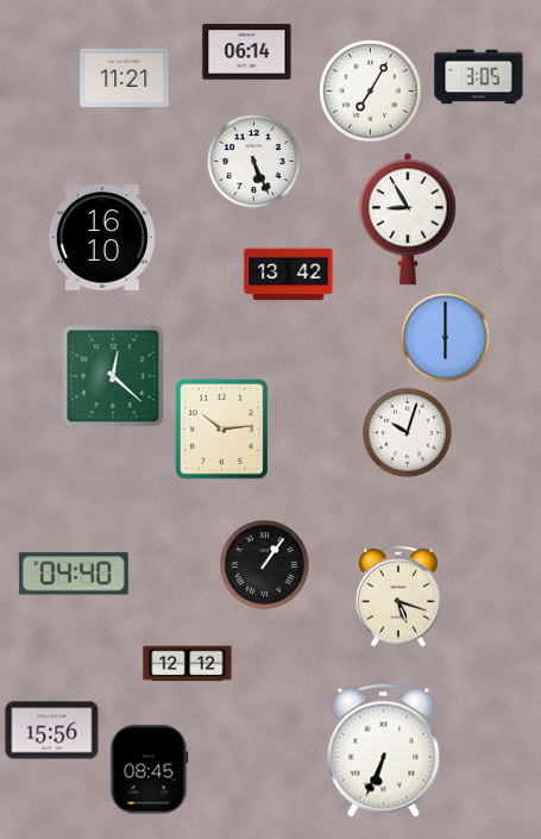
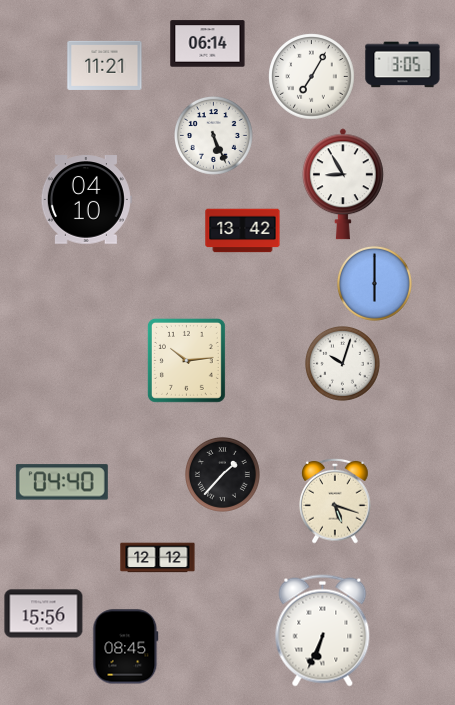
clock at (102, 238): 16:10 -> 04:10
clock at (113, 376): 12:22 -> none
clock at (264, 564): 1:06 -> 1:37
